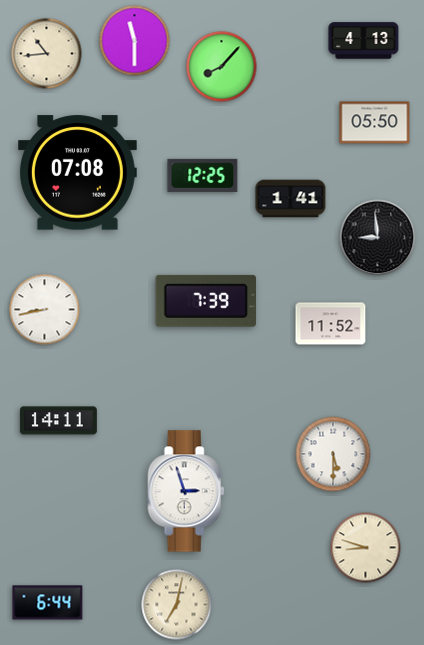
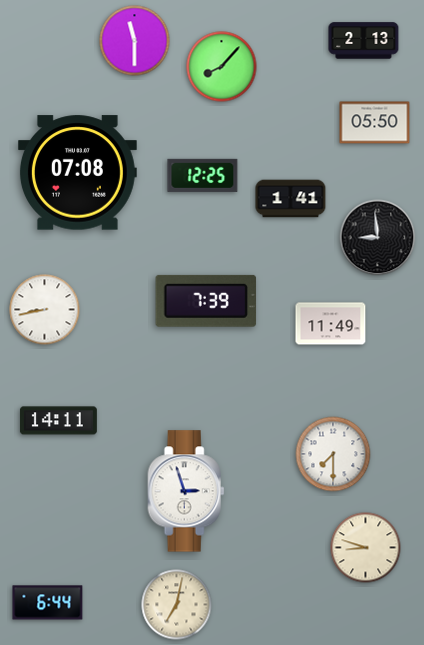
clock at (364, 41): 4:13 -> 2:13
clock at (47, 54): 10:44 -> none
clock at (331, 324): 11:52 -> 11:49
clock at (333, 454): 5:30 -> 7:30
